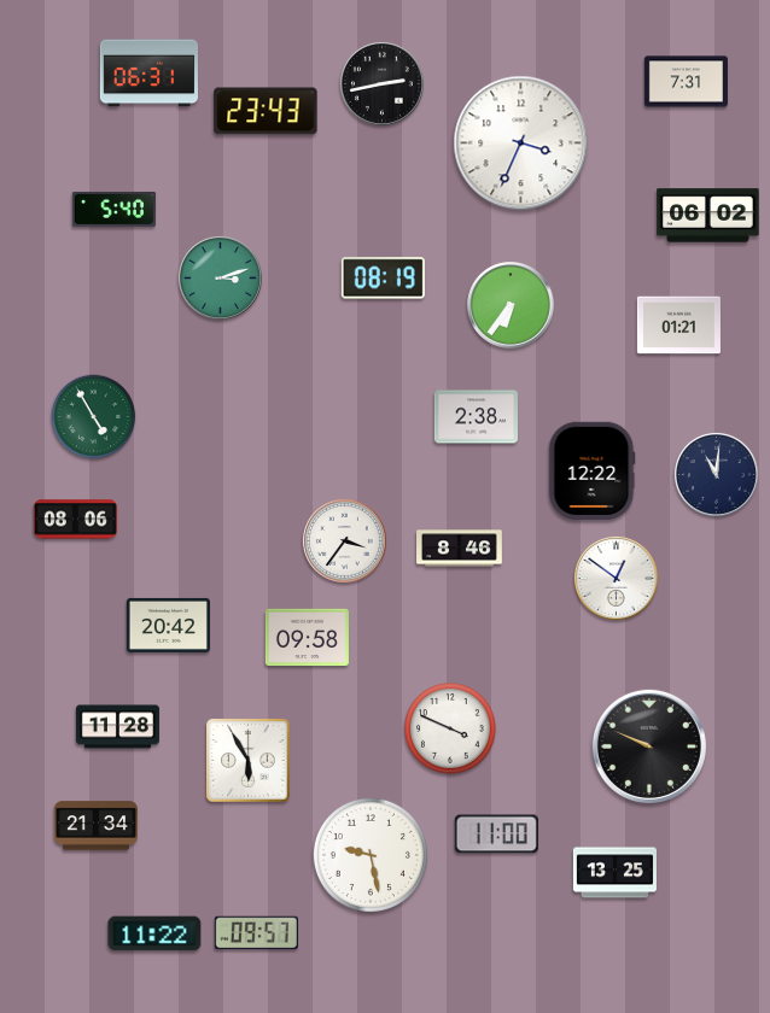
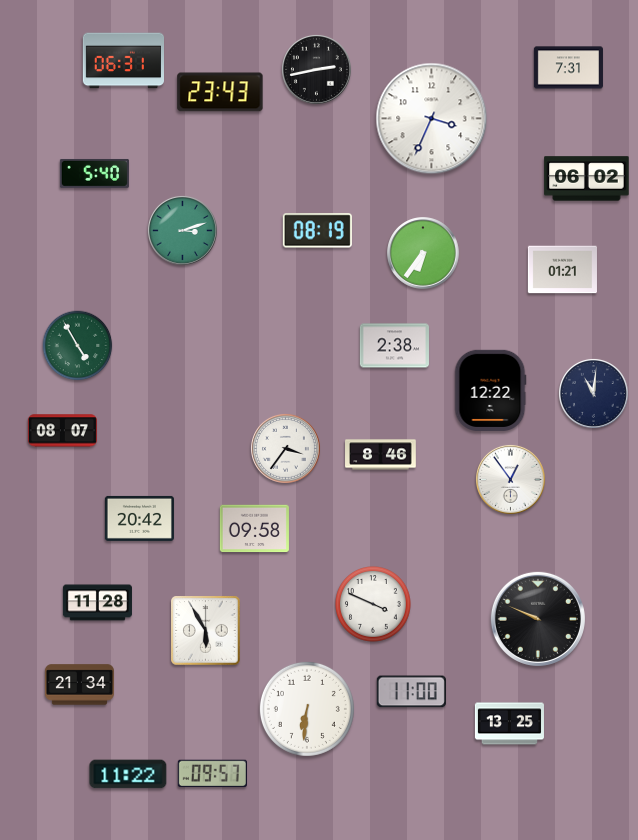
clock at (75, 520): 08:06 -> 08:07
clock at (616, 578): 12:51 -> 12:54
clock at (371, 855): 9:28 -> 6:31
